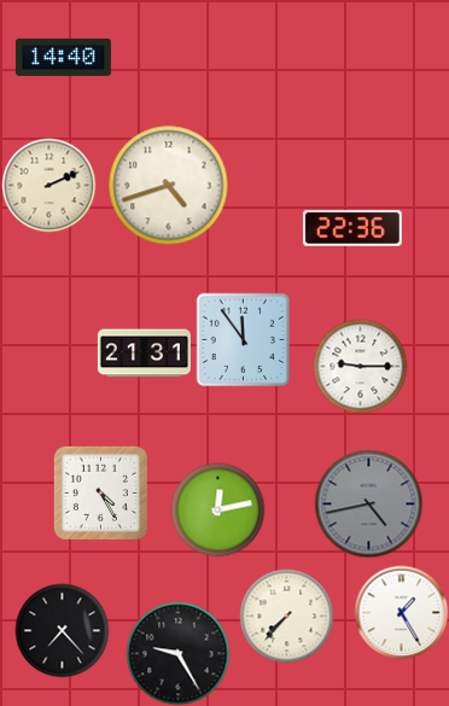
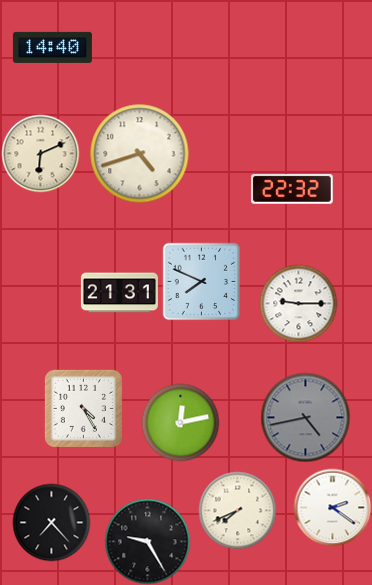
clock at (48, 185): 2:11 -> 6:11
clock at (352, 228): 22:36 -> 22:32
clock at (243, 339): 11:54 -> 7:49
clock at (401, 612): 1:25 -> 2:21
clock at (286, 615): 7:37 -> 7:41
